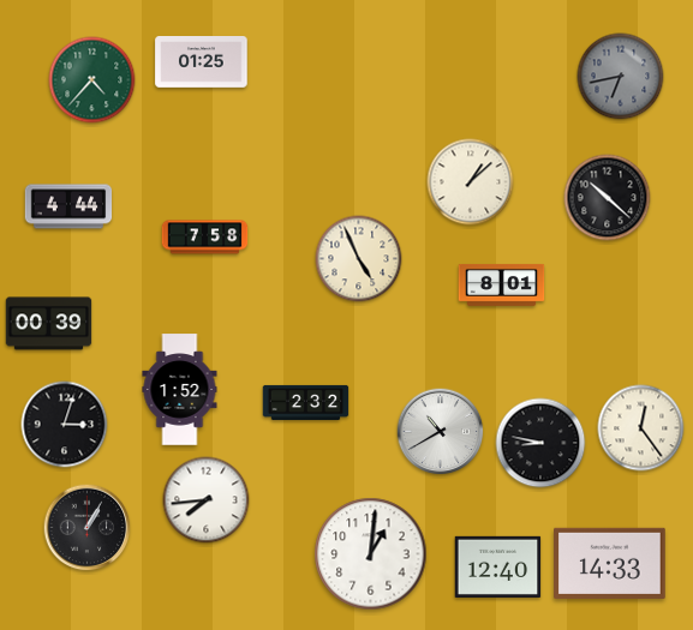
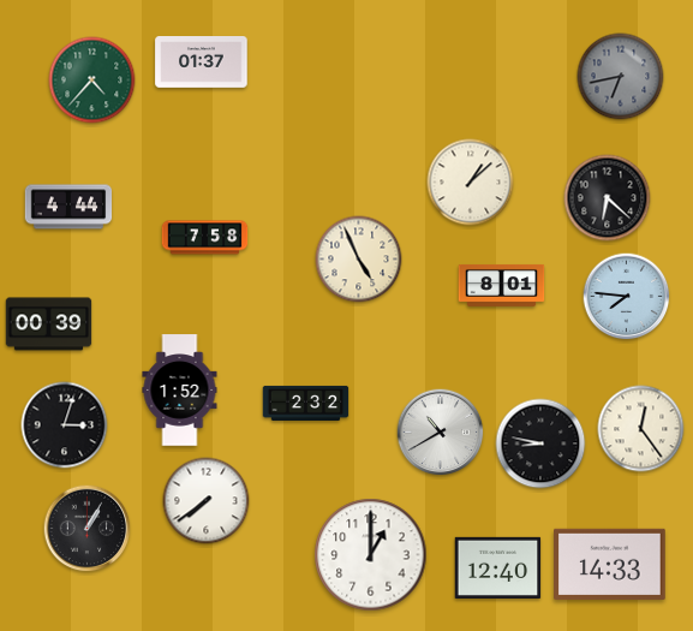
clock at (202, 62): 01:25 -> 01:37
clock at (608, 198): 10:22 -> 6:22
clock at (627, 297): none -> 7:46
clock at (207, 500): 7:44 -> 7:39
clock at (371, 554): 1:01 -> 1:00
